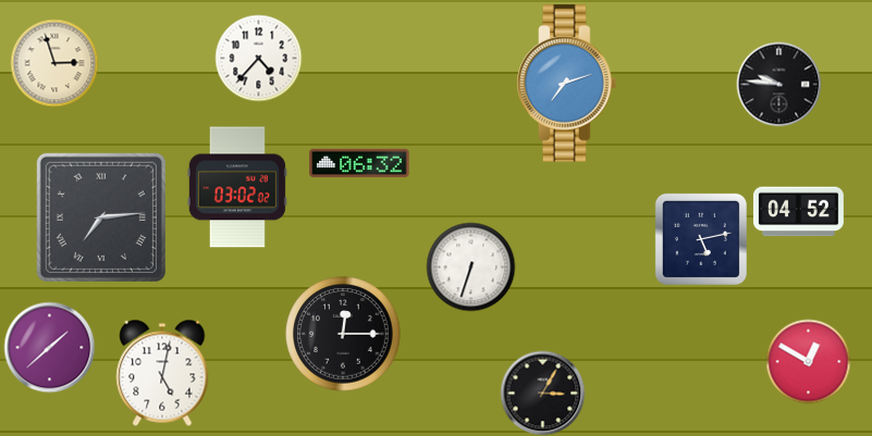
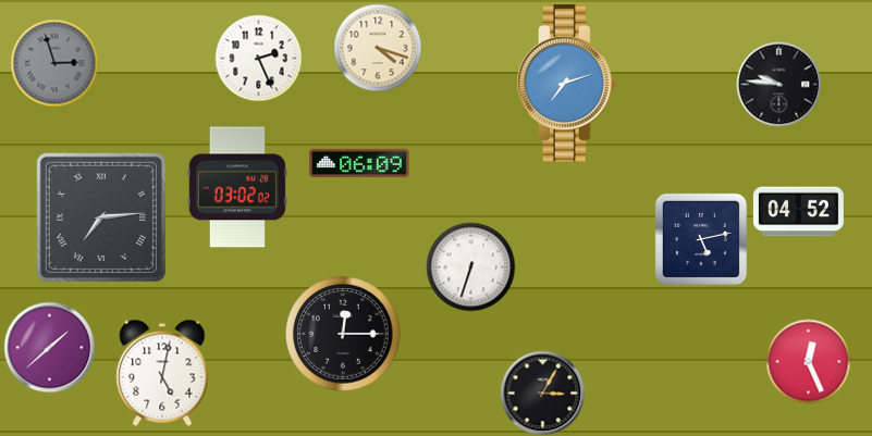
clock at (378, 48): none -> 4:18
clock at (258, 58): 4:37 -> 2:26
clock at (54, 63) dial: cream -> grey
clock at (359, 163): 06:32 -> 06:09
clock at (808, 361): 12:50 -> 12:26
